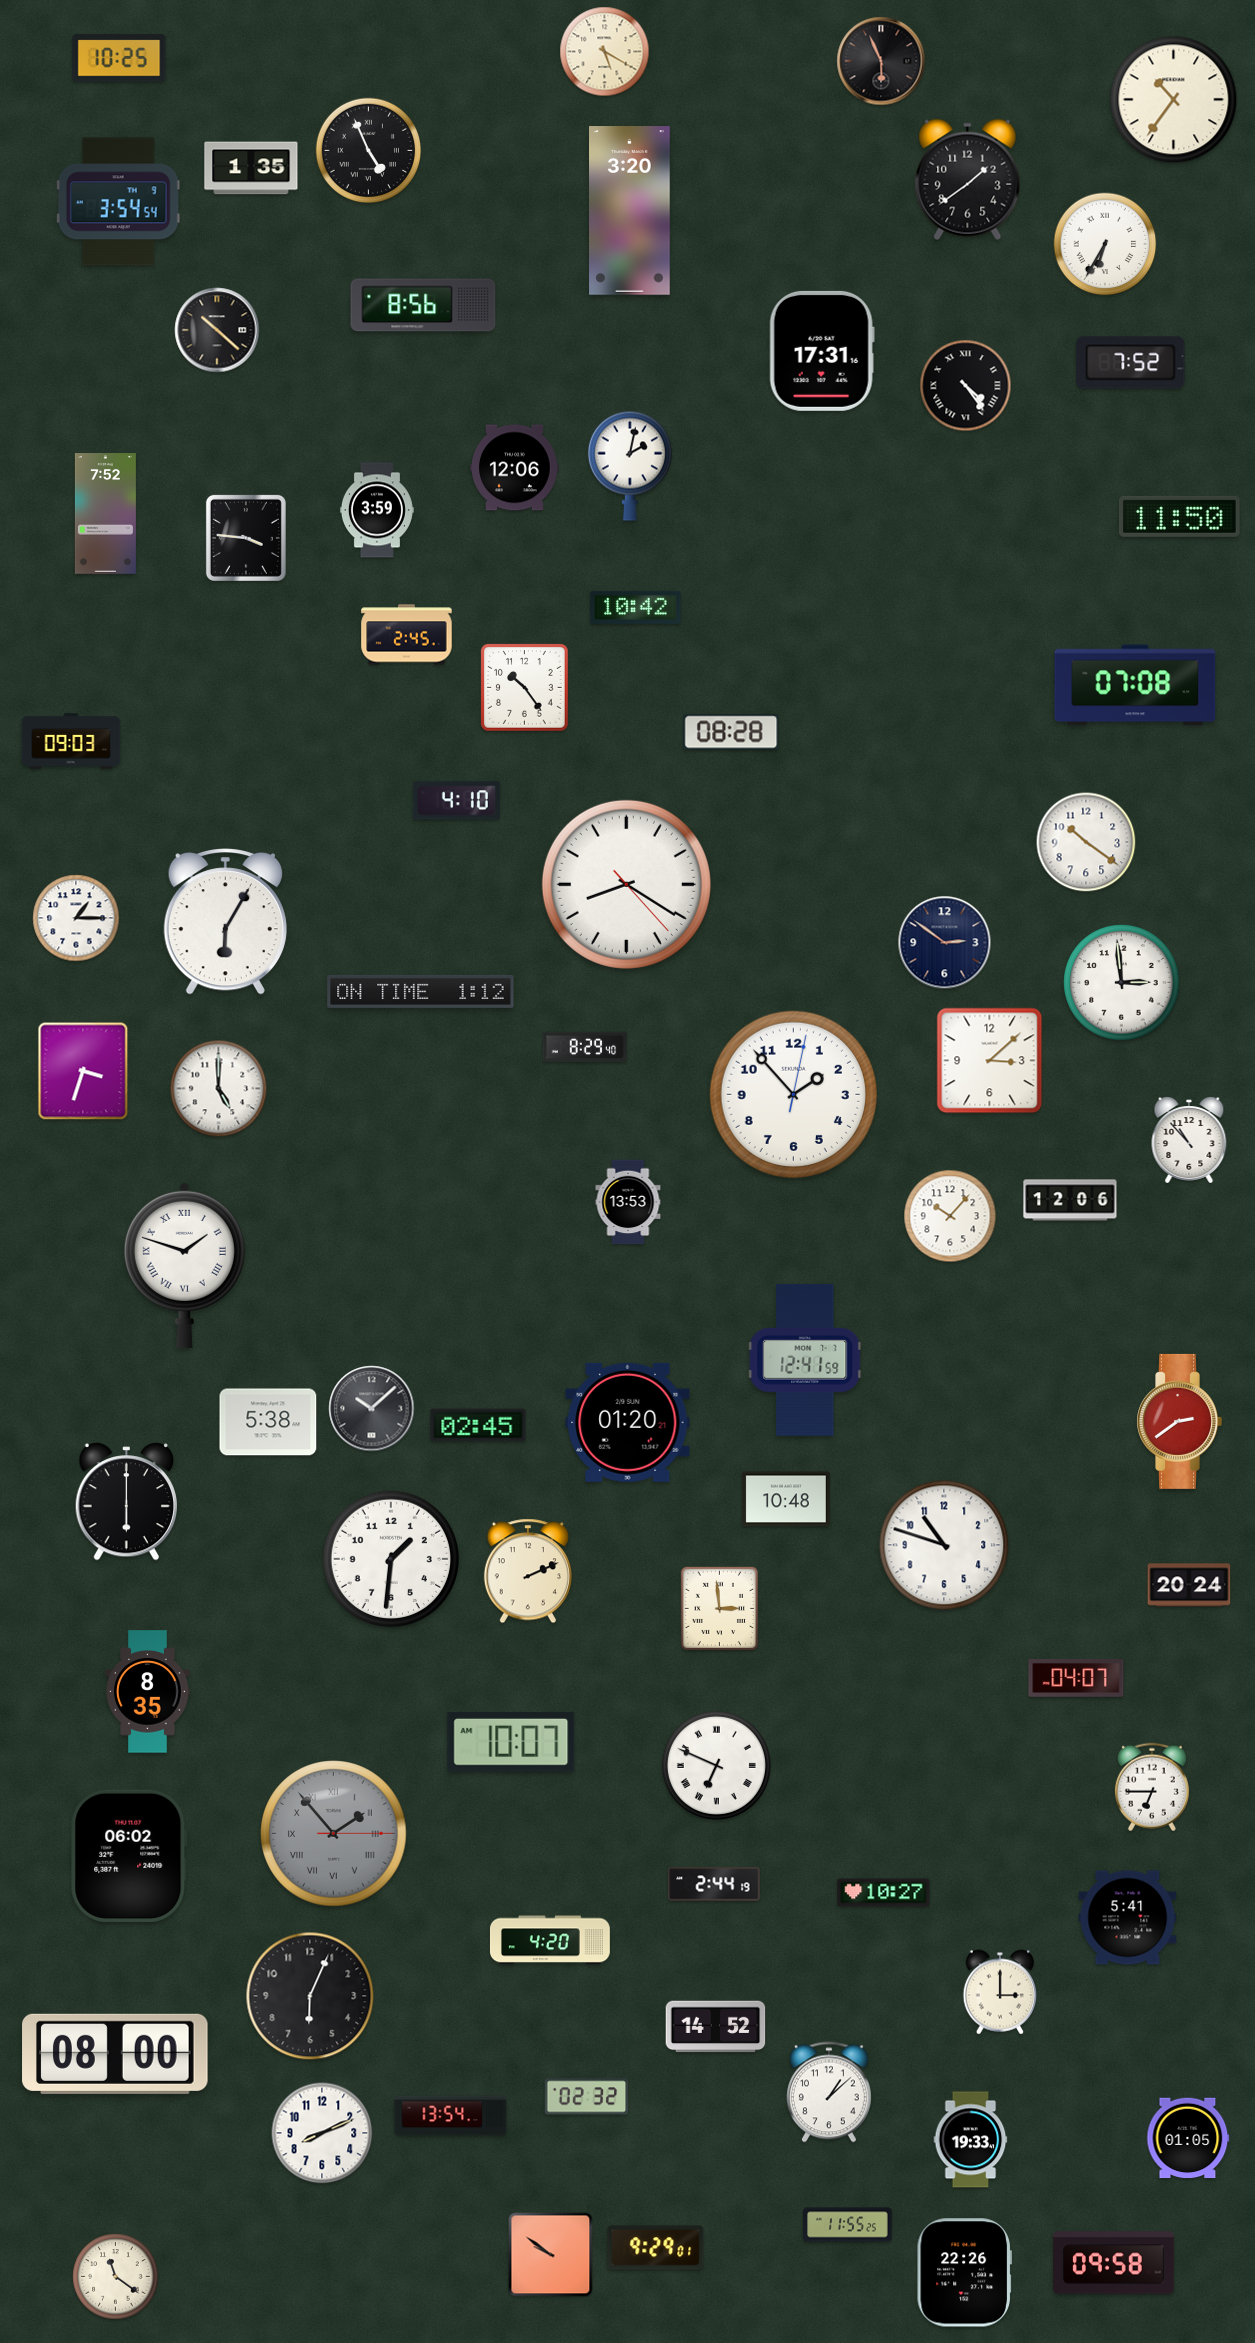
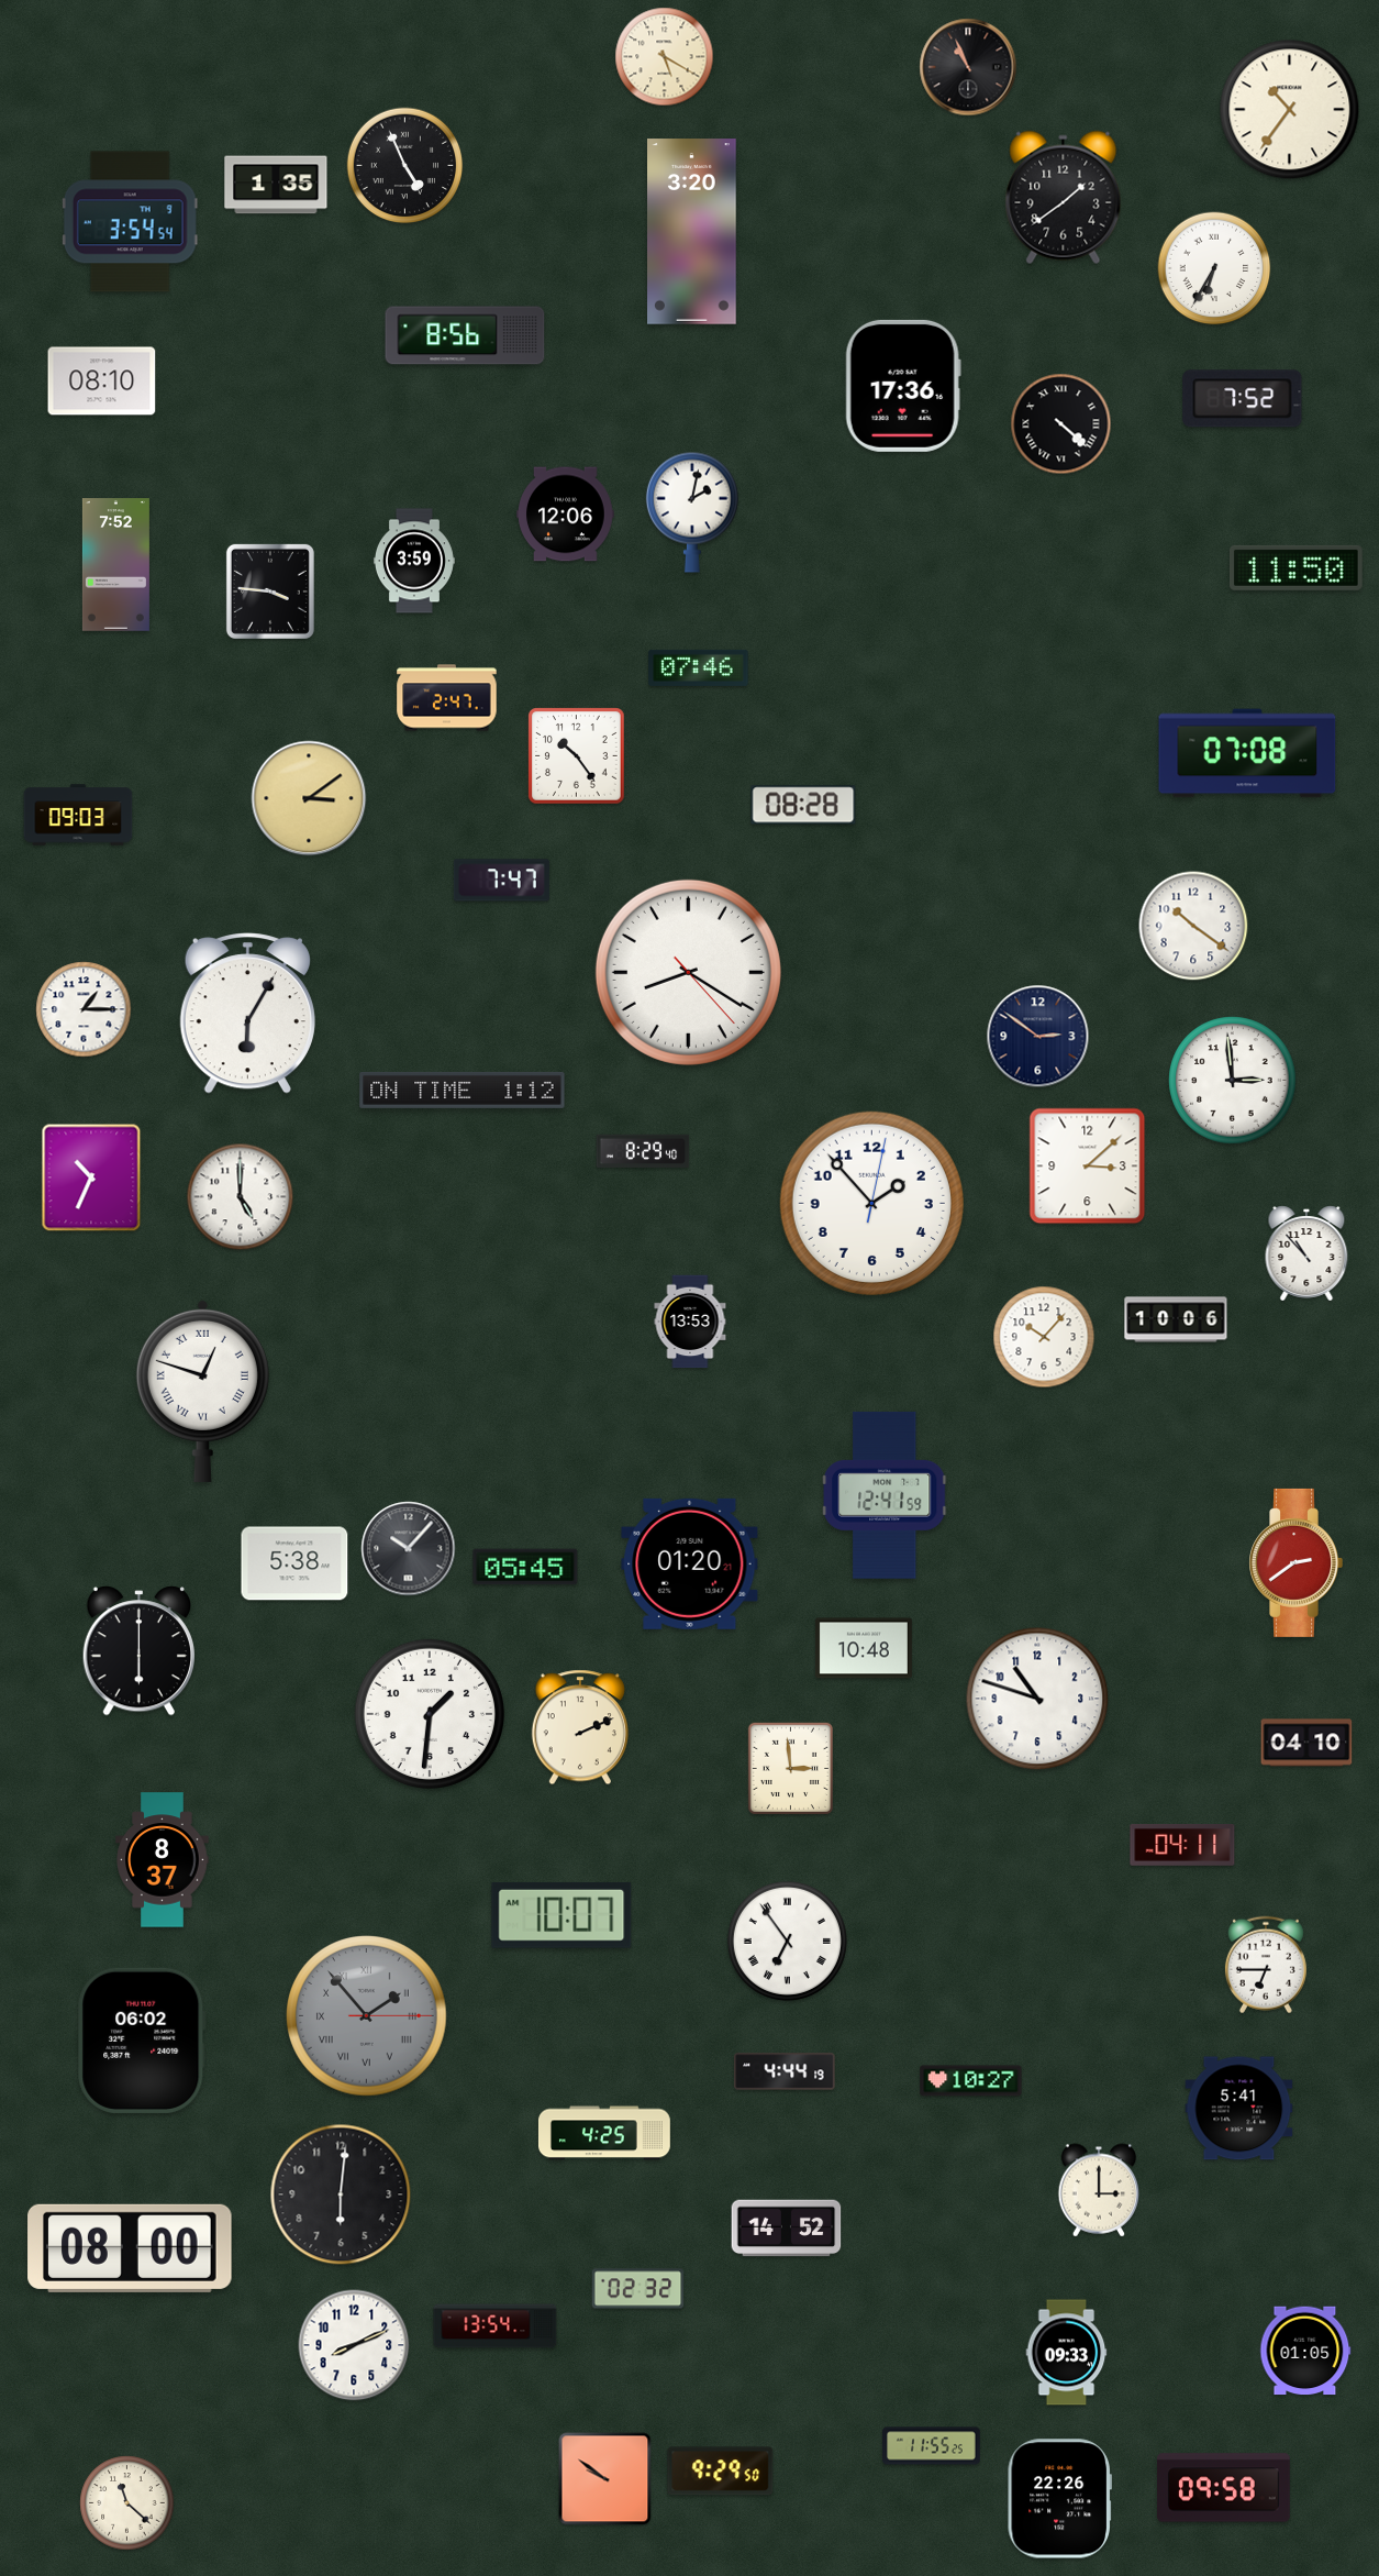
clock at (119, 58): 10:25 -> none
clock at (881, 61): 5:56 -> 10:56
clock at (217, 330): 10:22 -> none
clock at (102, 382): none -> 08:10
clock at (822, 351): 17:31 -> 17:36
clock at (966, 386): 4:24 -> 4:22
clock at (636, 607): 10:42 -> 07:46
clock at (407, 635): 2:45 -> 2:47
clock at (309, 798): none -> 3:09
clock at (456, 801): 4:10 -> 7:47
clock at (83, 1071): 3:33 -> 10:34
clock at (1070, 1200): 12:06 -> 10:06
clock at (184, 1265): 1:48 -> 12:48
clock at (372, 1409): 10:08 -> 10:07
clock at (478, 1425): 02:45 -> 05:45
clock at (1189, 1585): 20:24 -> 04:10
clock at (1076, 1678): 04:07 -> 04:11
clock at (148, 1692): 8:35 -> 8:37
clock at (716, 1765): 6:49 -> 6:54
clock at (714, 1884): 2:44 -> 4:44
clock at (550, 1940): 4:20 -> 4:25
clock at (310, 1996): 6:04 -> 6:01
clock at (115, 2054) position: (115, 2054) -> (130, 2248)
clock at (829, 2092): 1:08 -> none
clock at (587, 2097) position: (587, 2097) -> (638, 2289)
clock at (971, 2140): 19:33 -> 09:33
clock at (656, 2248): 9:29:01 -> 9:29:50
clock at (116, 2277): 11:21 -> 11:22
